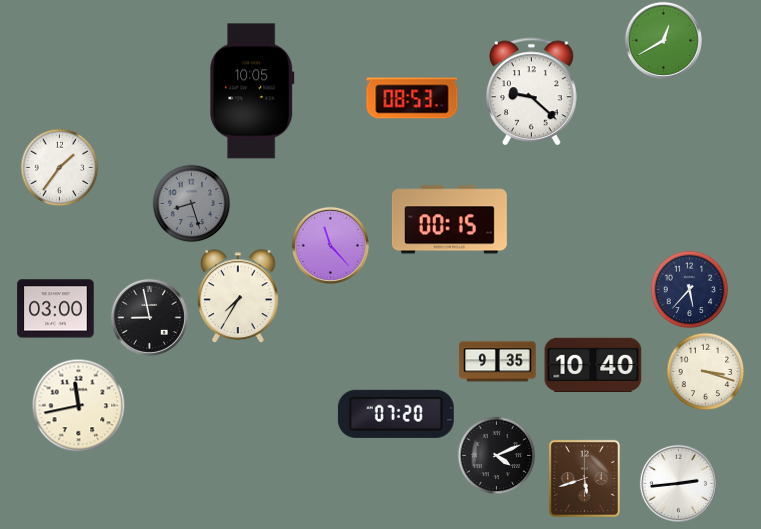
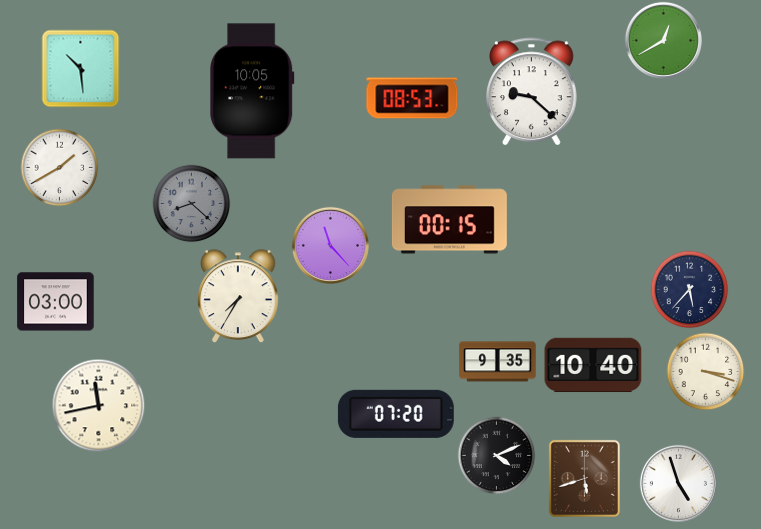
clock at (80, 68): none -> 10:29
clock at (59, 167): 1:36 -> 1:40
clock at (191, 203): 8:27 -> 8:22
clock at (56, 309) position: (56, 309) -> (56, 302)
clock at (149, 317): 8:58 -> none
clock at (78, 405) position: (78, 405) -> (98, 405)
clock at (678, 483): 2:44 -> 4:57
